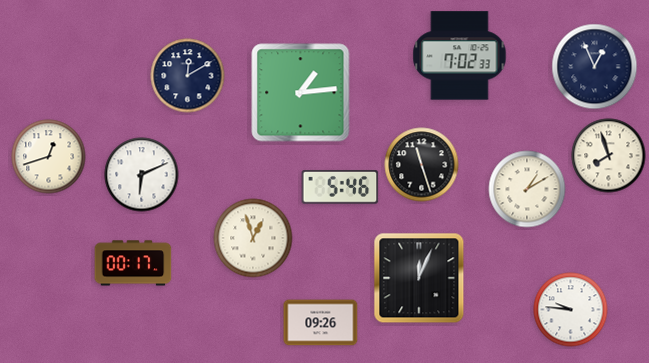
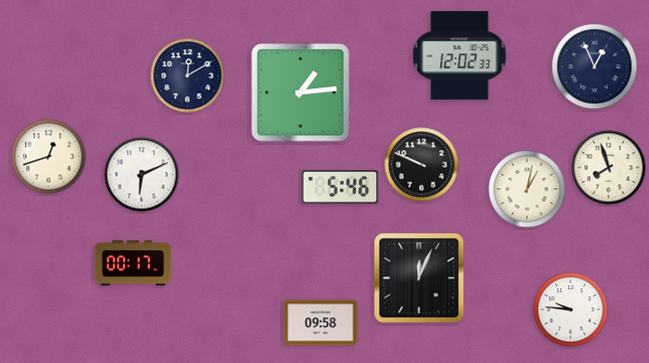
clock at (460, 56): 7:02 -> 12:02
clock at (609, 156) position: (609, 156) -> (609, 168)
clock at (422, 165): 11:27 -> 9:49
clock at (527, 189): 1:10 -> 1:02
clock at (253, 238): 12:57 -> none
clock at (321, 323): 09:26 -> 09:58
